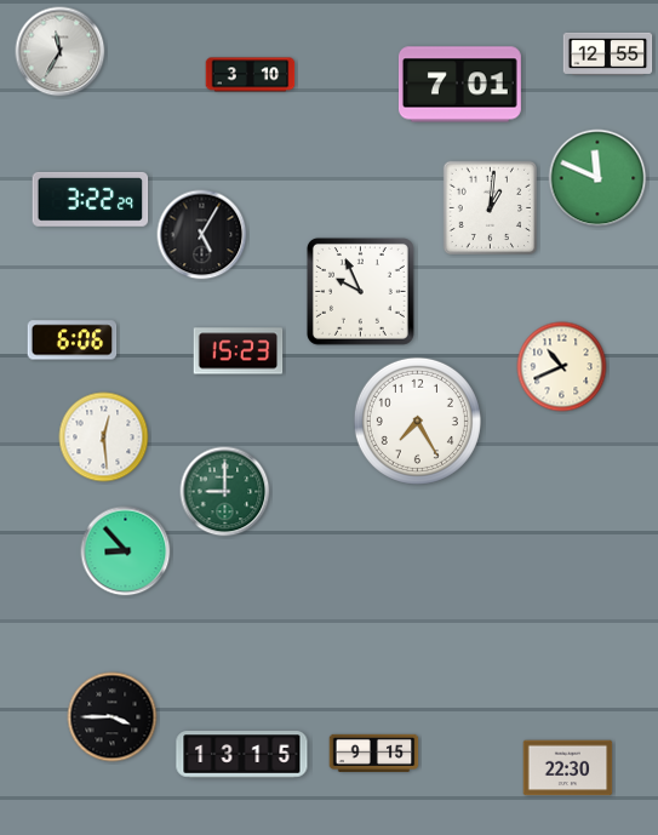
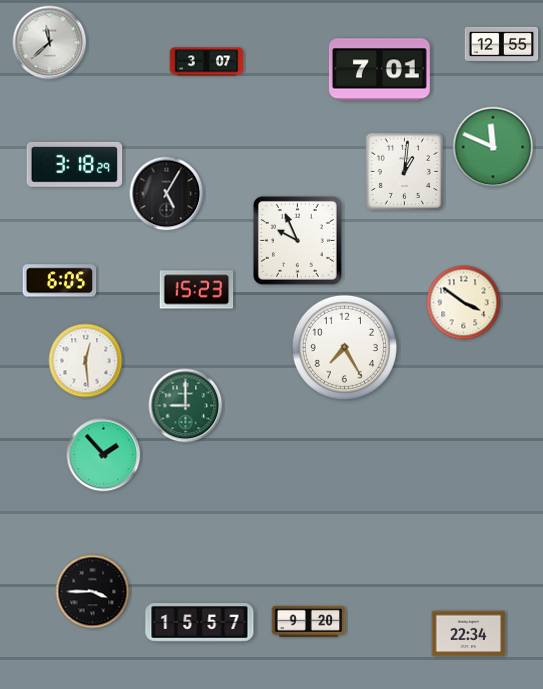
clock at (61, 52): 11:35 -> 11:38
clock at (251, 75): 3:10 -> 3:07
clock at (91, 199): 3:22 -> 3:18
clock at (73, 341): 6:06 -> 6:05
clock at (562, 367): 10:41 -> 3:51
clock at (126, 551): 8:53 -> 1:53
clock at (374, 753): 9:15 -> 9:20
clock at (242, 755): 13:15 -> 15:57
clock at (568, 768): 22:30 -> 22:34
